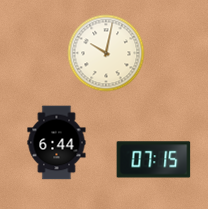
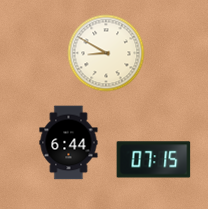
clock at (106, 53): 10:02 -> 8:50
clock at (57, 143) position: (57, 143) -> (69, 143)
